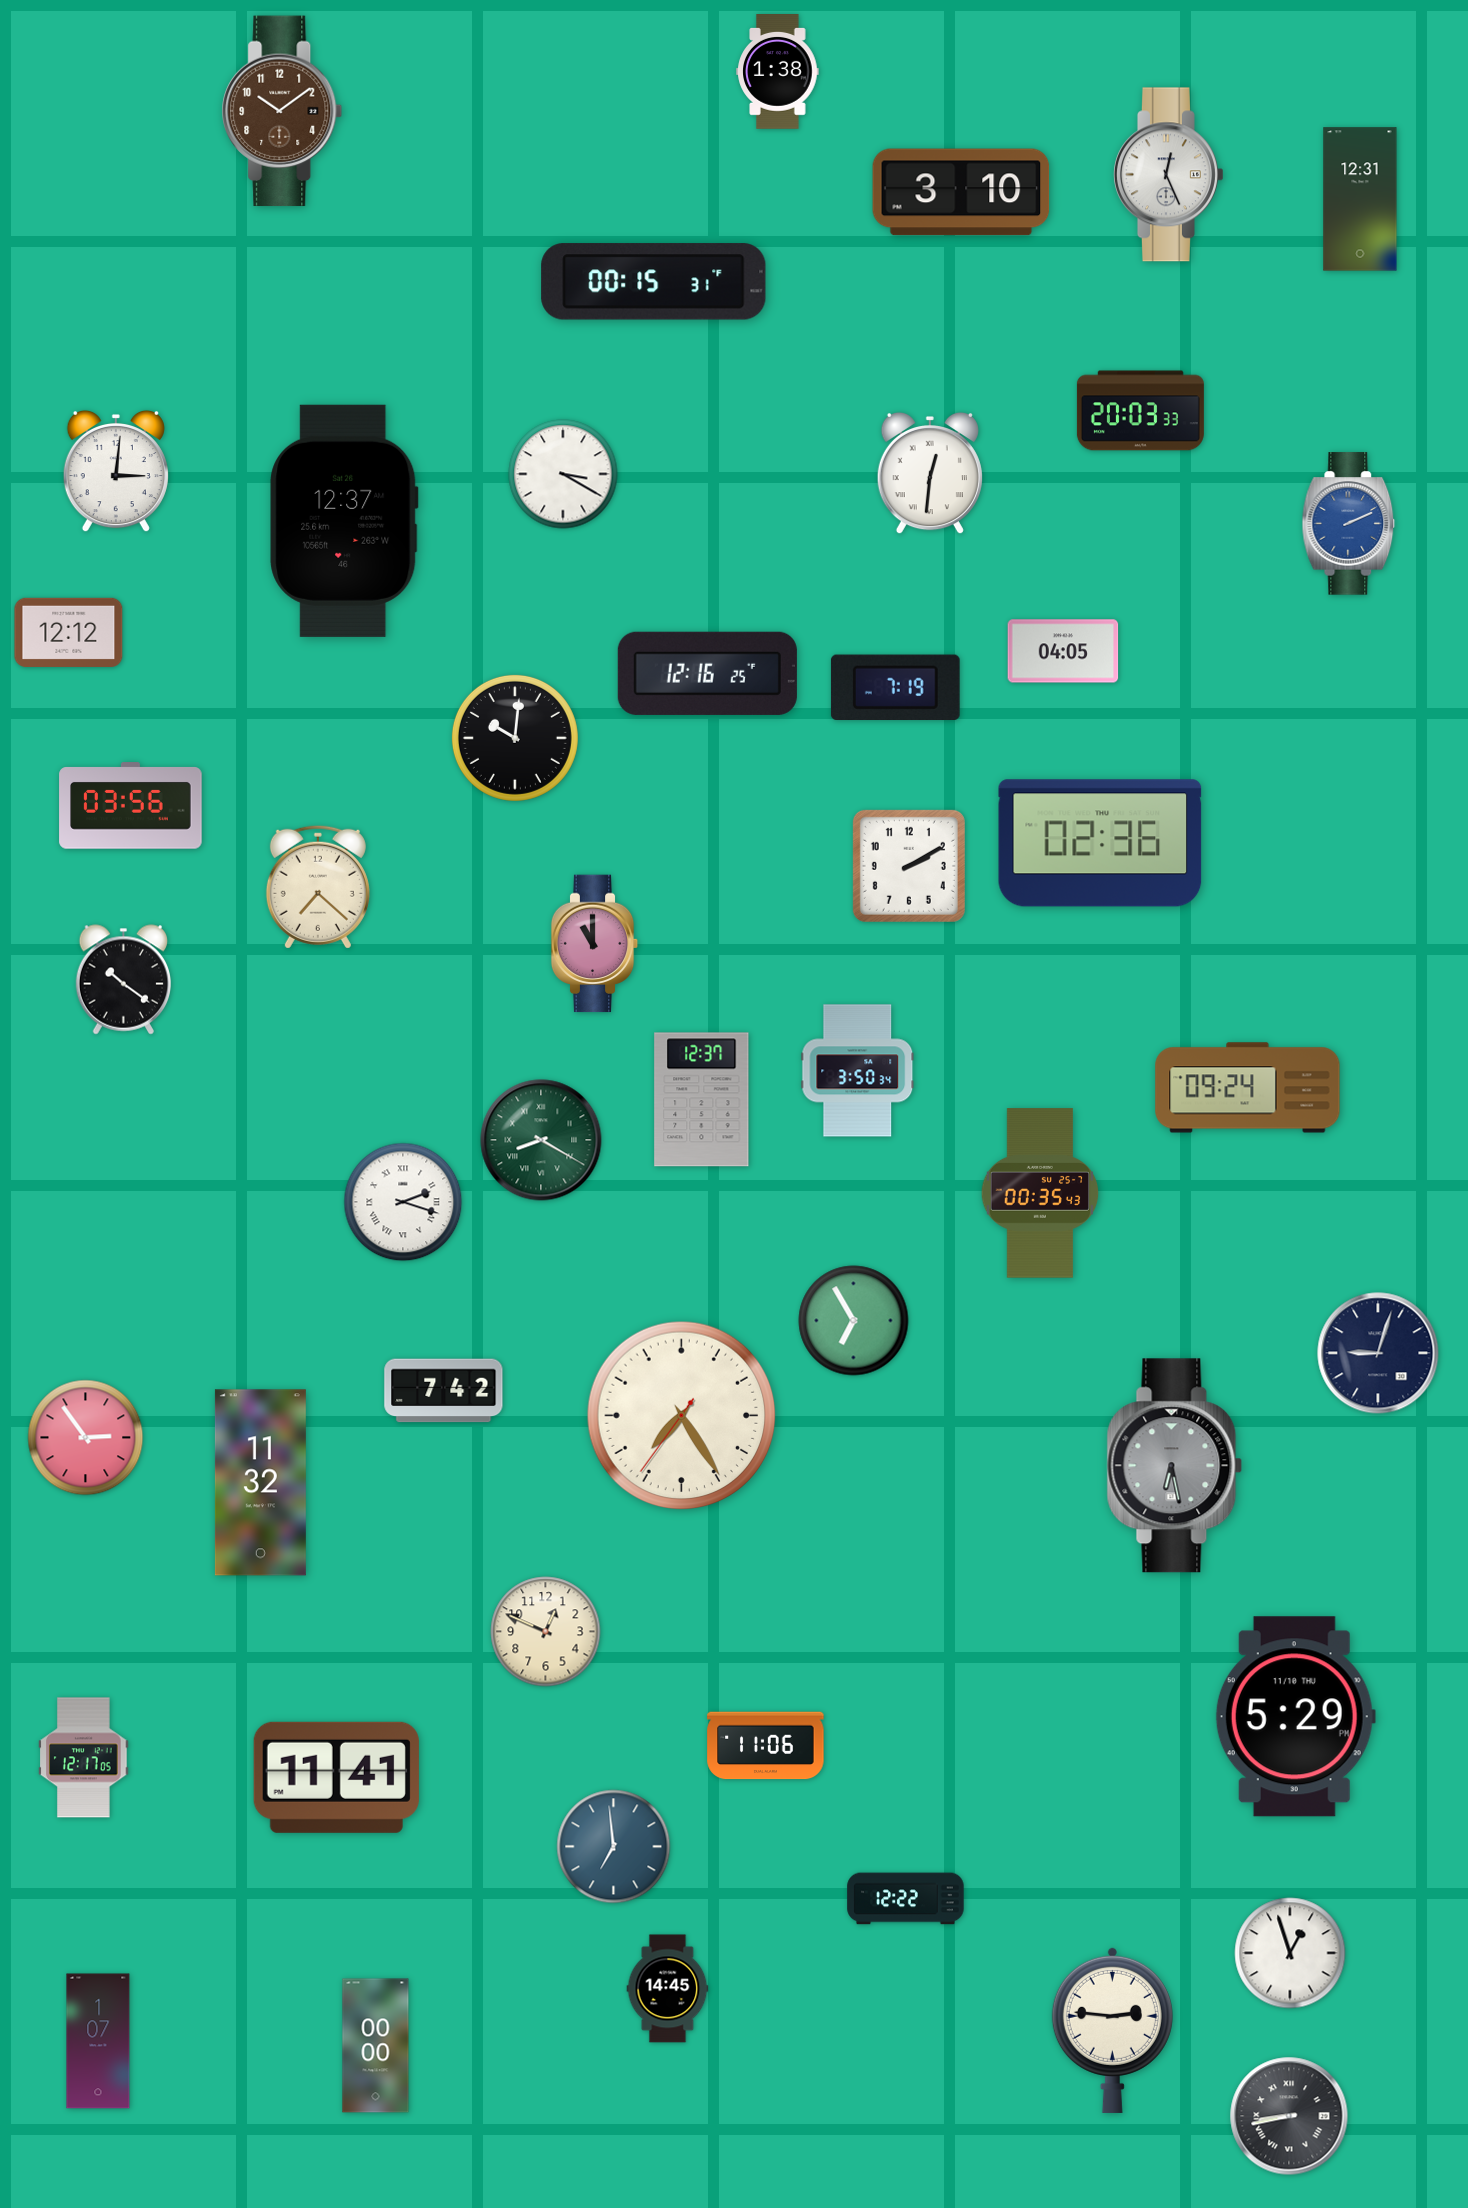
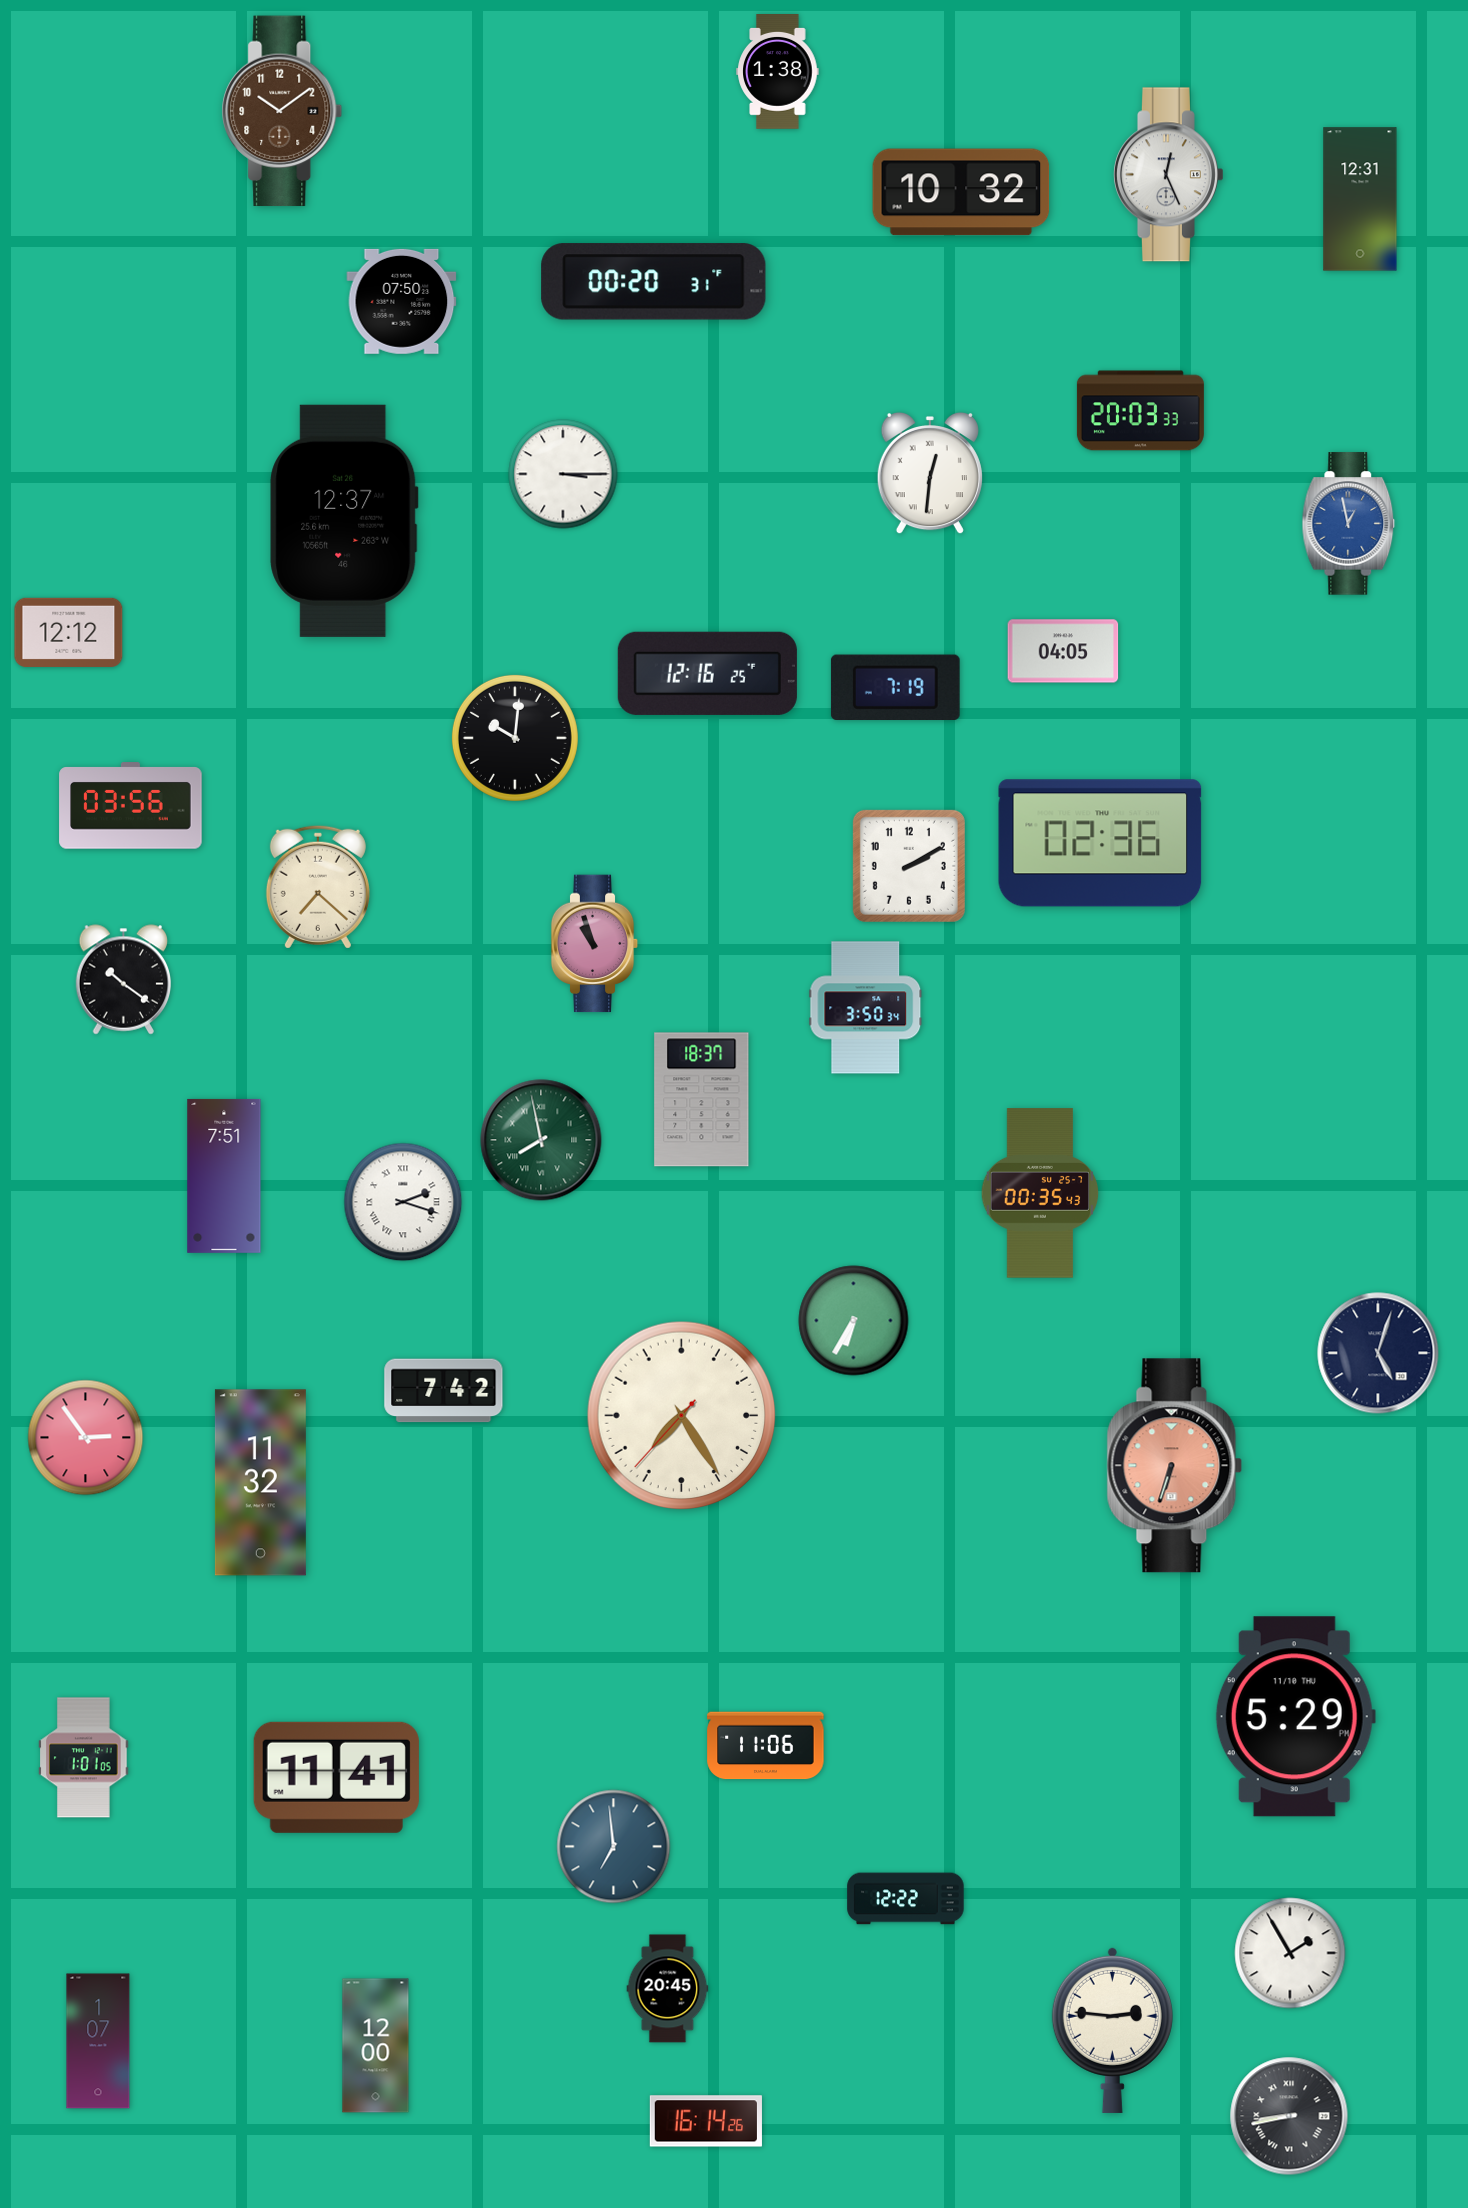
clock at (961, 192): 3:10 -> 10:32
clock at (654, 282): 00:15 -> 00:20
clock at (402, 301): none -> 07:50
clock at (116, 471): 3:01 -> none
clock at (563, 474): 3:20 -> 3:15
clock at (1349, 524): 2:11 -> 12:58
clock at (595, 944): 11:00 -> 10:57
clock at (858, 1071) position: (858, 1071) -> (866, 1008)
clock at (1248, 1088): 09:24 -> none
clock at (702, 1100): 12:37 -> 18:37
clock at (541, 1140): 8:20 -> 7:58
clock at (224, 1176): none -> 7:51
clock at (854, 1321): 6:55 -> 6:35
clock at (1378, 1353): 9:03 -> 5:03
clock at (682, 1416): 7:24:36 -> 7:24:37
clock at (1175, 1466): 6:28 -> 6:33
clock at (1175, 1466) dial: grey -> salmon
clock at (546, 1632): 12:49 -> none
clock at (84, 1758): 12:17 -> 1:01
clock at (1290, 1953): 12:57 -> 1:55
clock at (668, 1989): 14:45 -> 20:45
clock at (376, 2046): 00:00 -> 12:00
clock at (706, 2121): none -> 16:14
